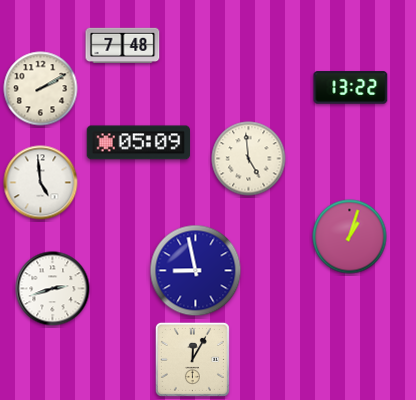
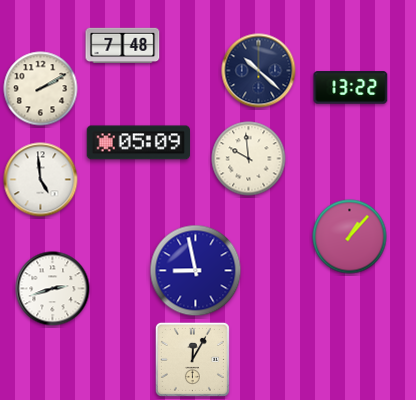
clock at (259, 71): none -> 10:22
clock at (249, 159): 4:59 -> 9:59
clock at (41, 183) position: (41, 183) -> (41, 180)
clock at (350, 237): 1:03 -> 1:07
